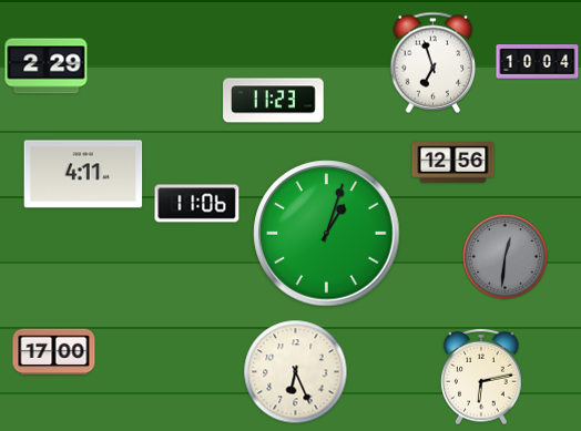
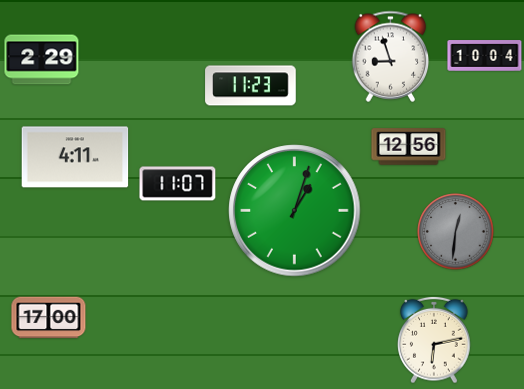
clock at (434, 62): 6:57 -> 8:57
clock at (274, 101) position: (274, 101) -> (251, 86)
clock at (197, 204): 11:06 -> 11:07
clock at (296, 372): 6:26 -> none
